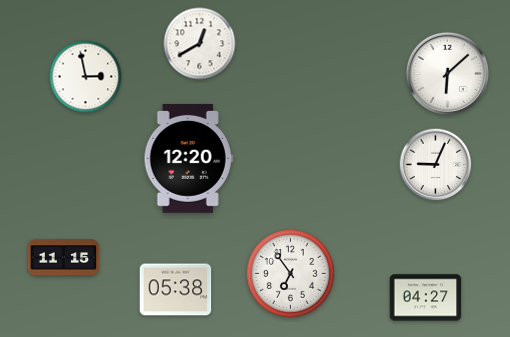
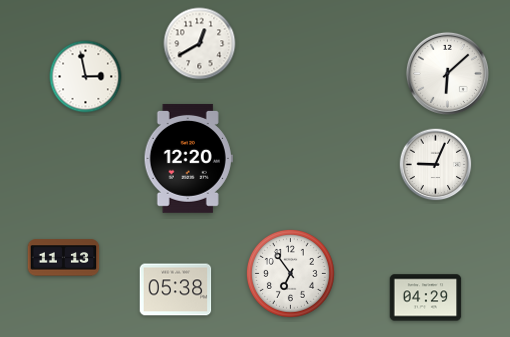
clock at (64, 258): 11:15 -> 11:13
clock at (426, 298): 04:27 -> 04:29
